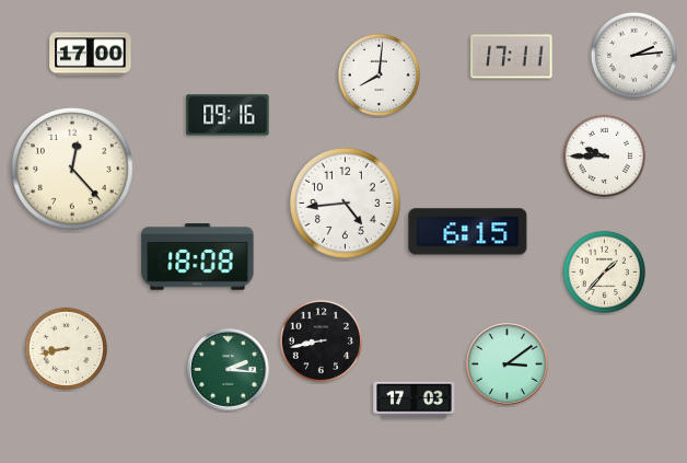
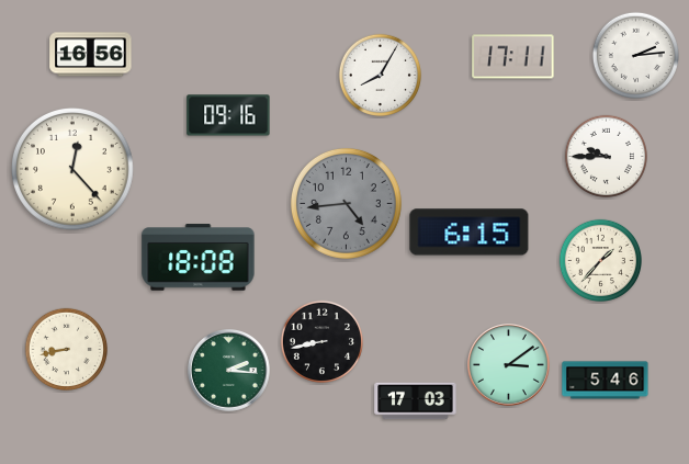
clock at (91, 55): 17:00 -> 16:56
clock at (379, 74): 8:01 -> 8:05
clock at (345, 202) dial: white -> grey
clock at (604, 271) position: (604, 271) -> (600, 260)
clock at (606, 381): none -> 5:46
